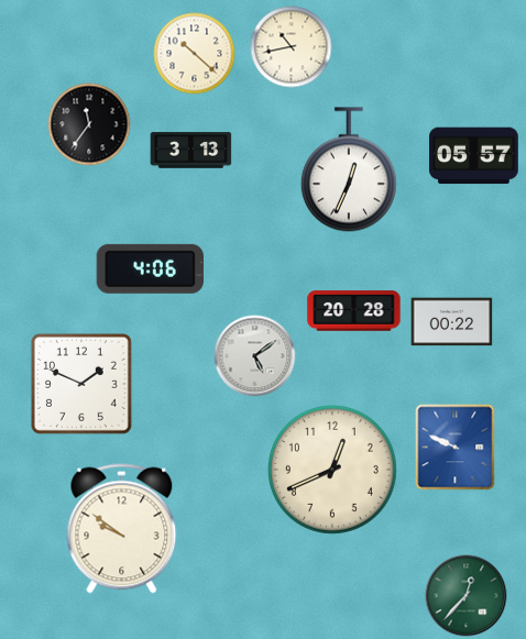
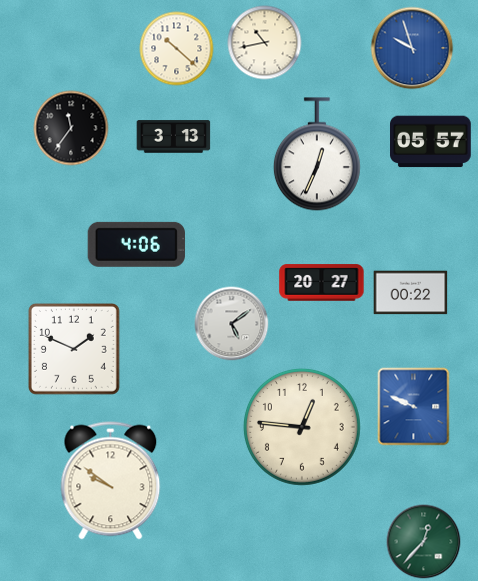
clock at (412, 48): none -> 9:57
clock at (89, 124) position: (89, 124) -> (71, 128)
clock at (354, 311): 20:28 -> 20:27
clock at (332, 470): 12:41 -> 12:46
